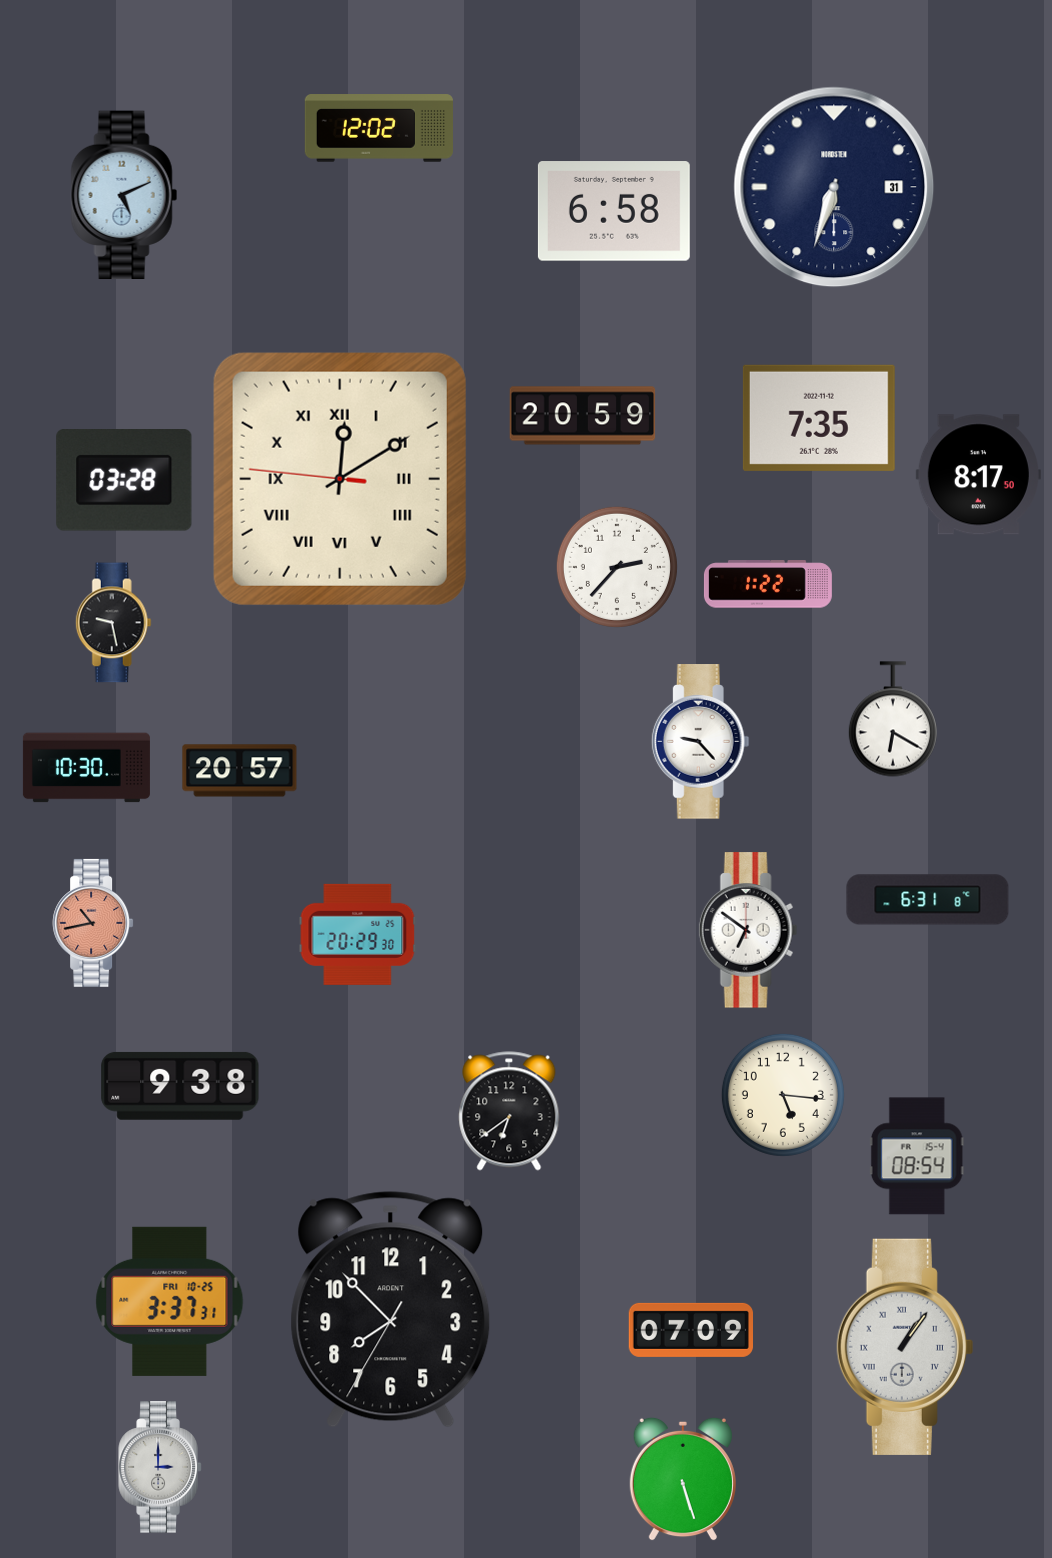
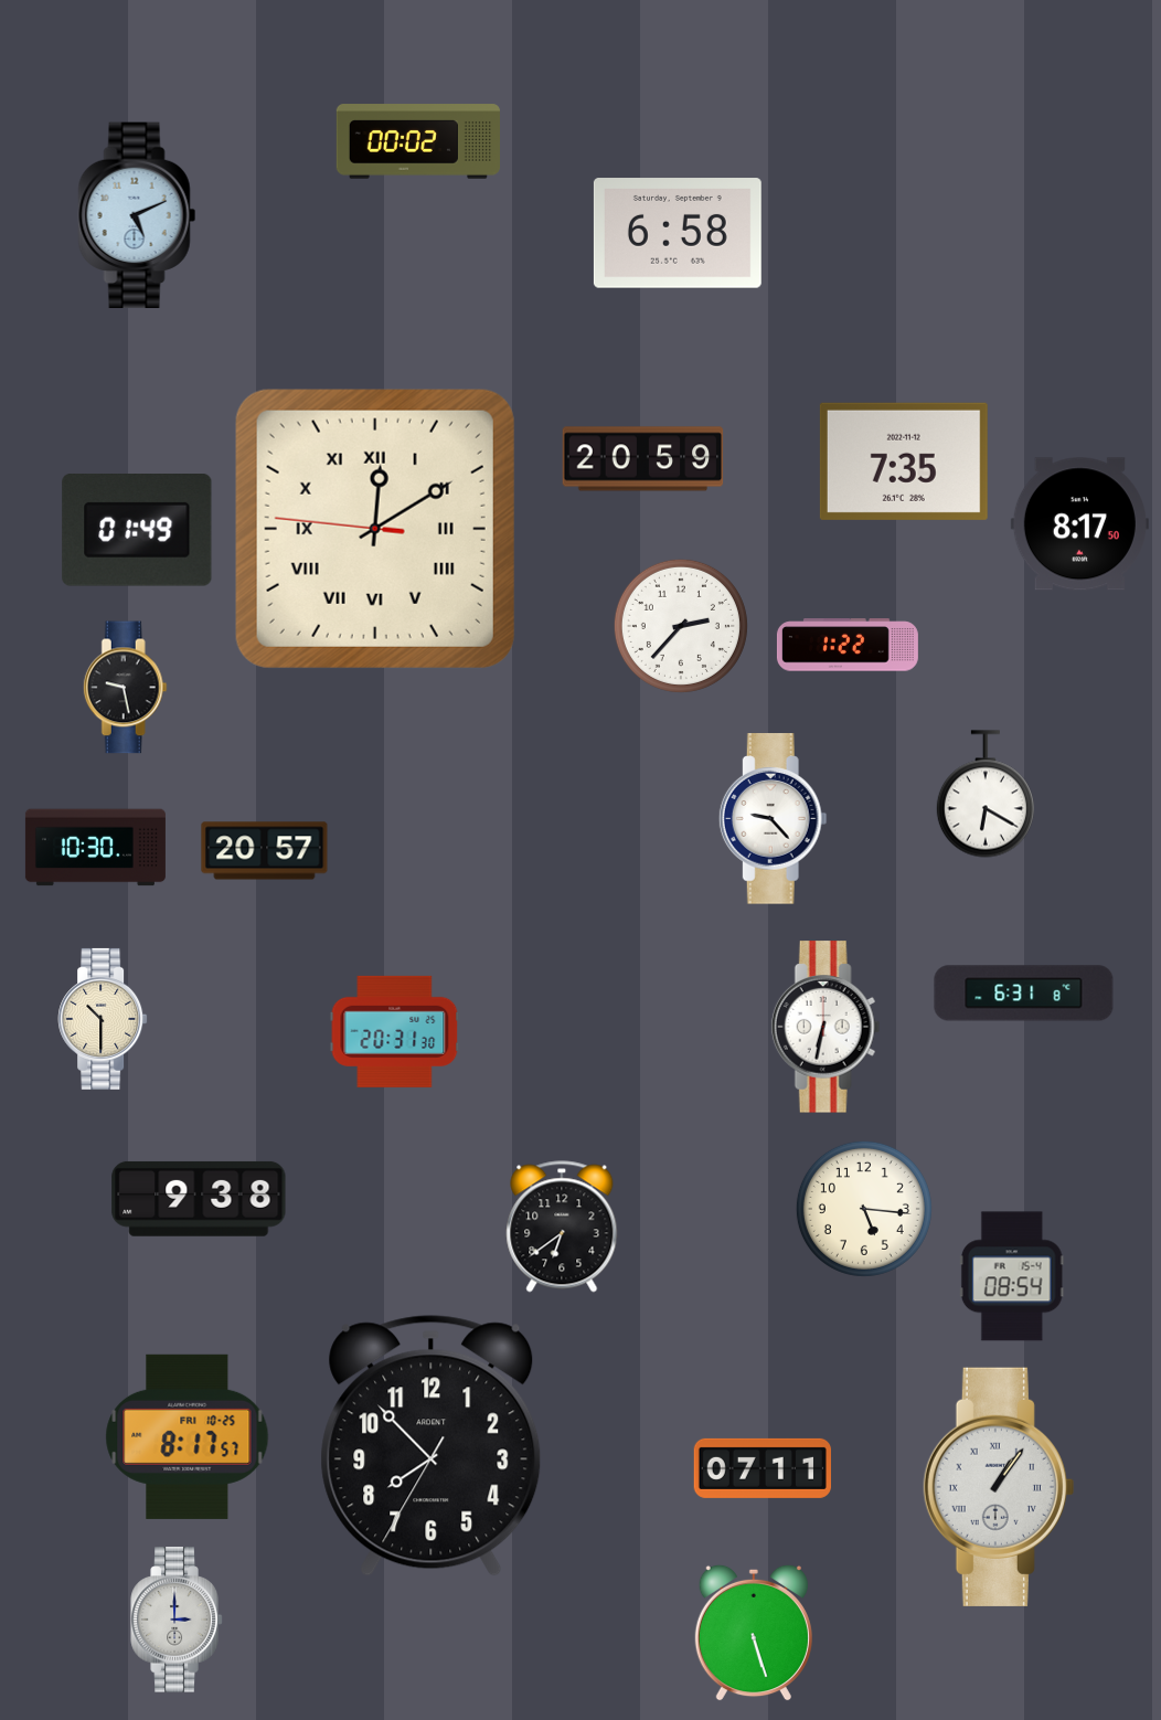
clock at (379, 128): 12:02 -> 00:02
clock at (834, 187): 6:33 -> none
clock at (124, 481): 03:28 -> 01:49
clock at (93, 923): 10:43 -> 10:30
clock at (93, 923) dial: salmon -> cream
clock at (748, 930): 6:51 -> 6:32
clock at (358, 934): 20:29 -> 20:31
clock at (170, 1301): 3:37 -> 8:17
clock at (690, 1330): 07:09 -> 07:11
